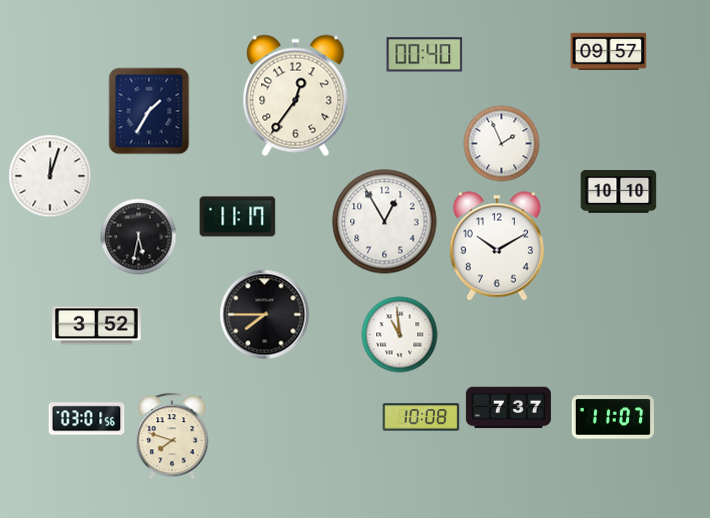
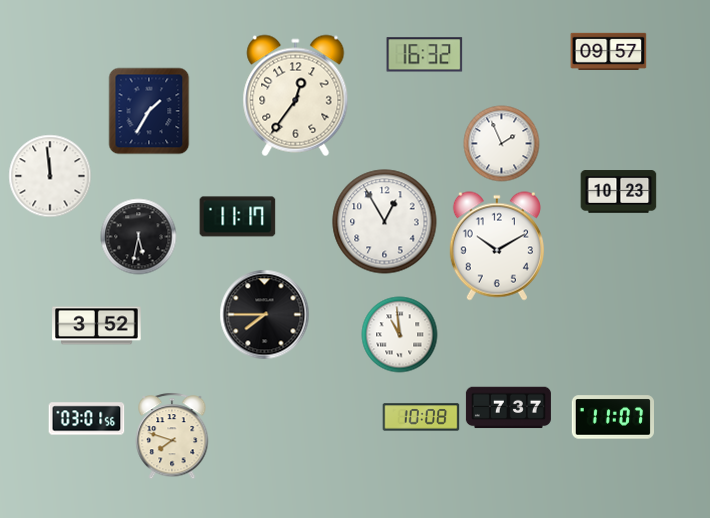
clock at (425, 55): 00:40 -> 16:32
clock at (50, 176): 12:03 -> 11:59
clock at (619, 192): 10:10 -> 10:23
